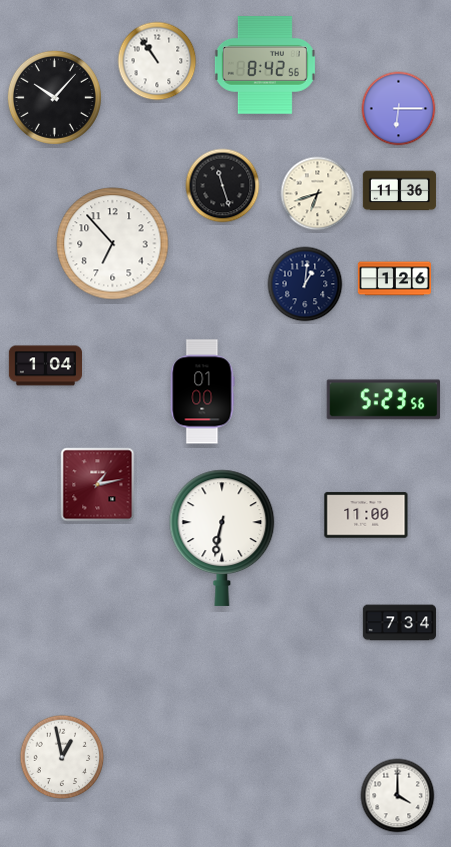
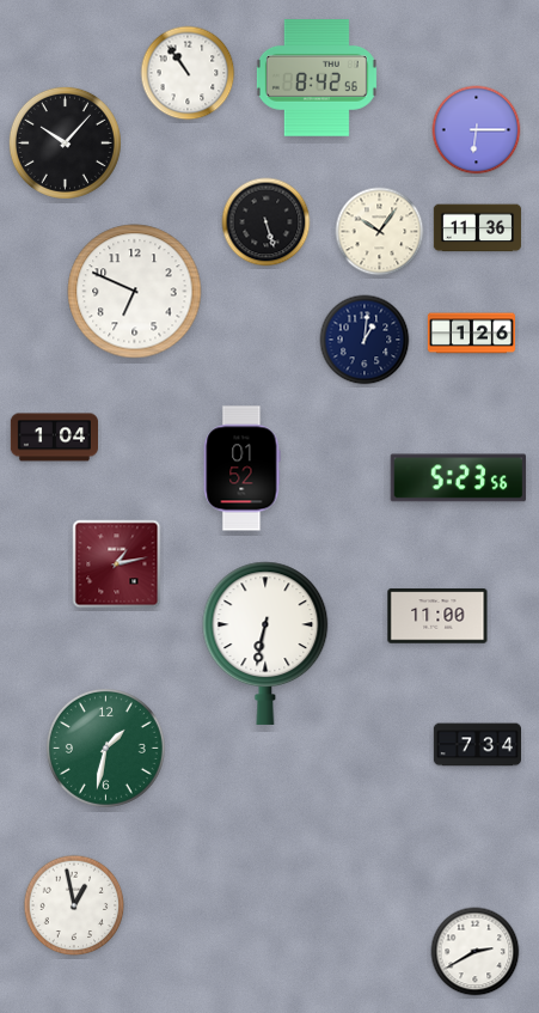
clock at (54, 97) position: (54, 97) -> (65, 142)
clock at (223, 186): 11:27 -> 5:27
clock at (318, 194): 6:42 -> 10:06
clock at (113, 244): 6:53 -> 6:49
clock at (203, 392): 01:00 -> 01:52
clock at (98, 485) position: (98, 485) -> (117, 565)
clock at (105, 747): none -> 1:32
clock at (398, 796): 4:00 -> 2:40
